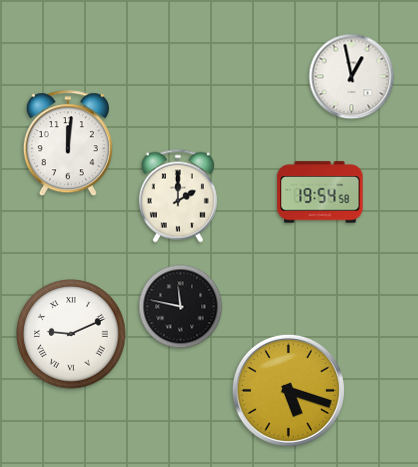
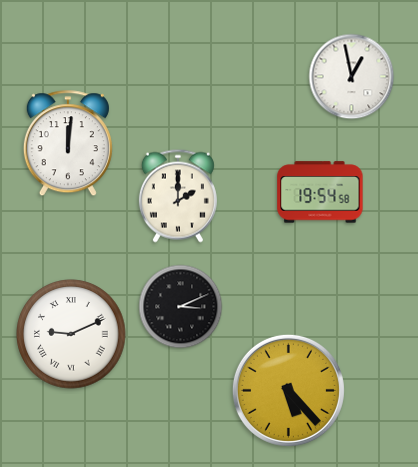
clock at (181, 307): 11:47 -> 3:11
clock at (288, 390): 5:18 -> 5:23
